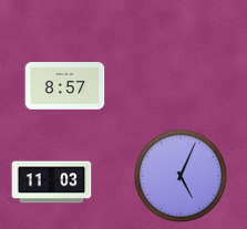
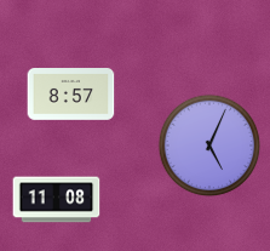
clock at (181, 176) position: (181, 176) -> (209, 146)
clock at (52, 183): 11:03 -> 11:08
